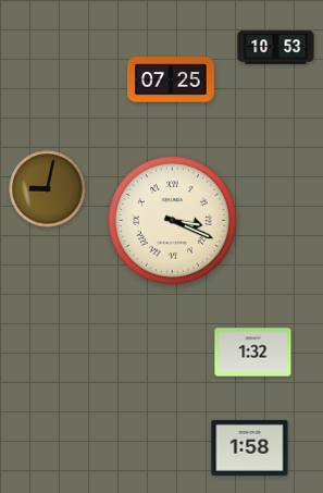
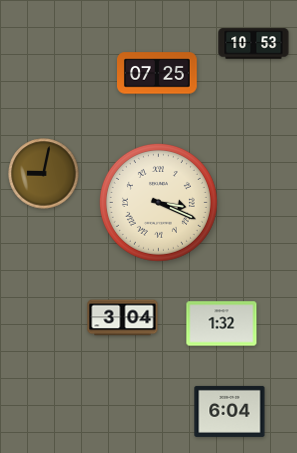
clock at (123, 318): none -> 3:04
clock at (253, 353) position: (253, 353) -> (222, 324)
clock at (250, 447): 1:58 -> 6:04
